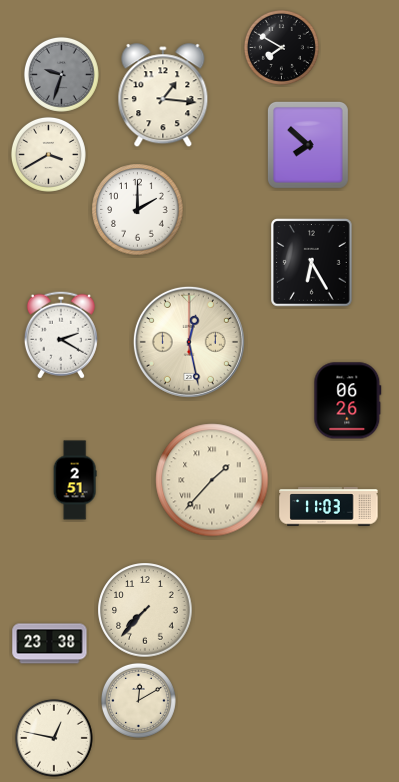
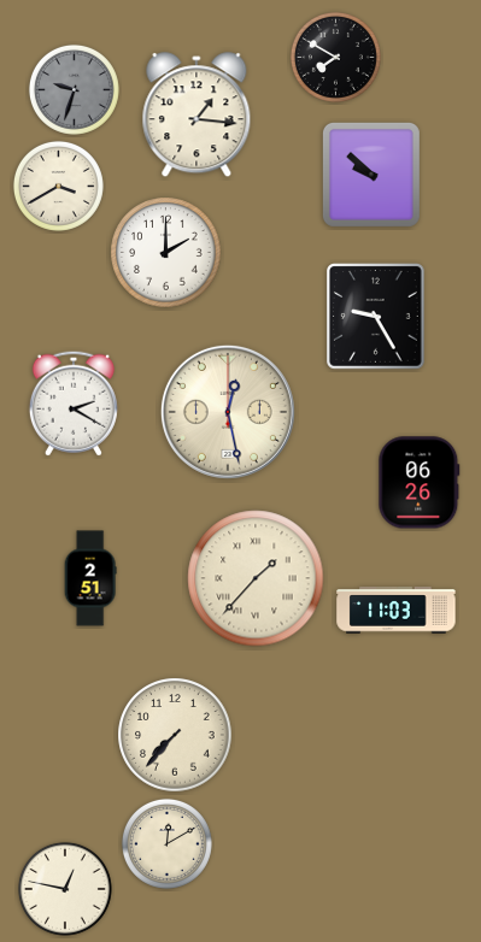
clock at (281, 47) position: (281, 47) -> (335, 57)
clock at (308, 145): 7:52 -> 9:52
clock at (312, 263): 6:25 -> 9:25
clock at (50, 644): 23:38 -> none
